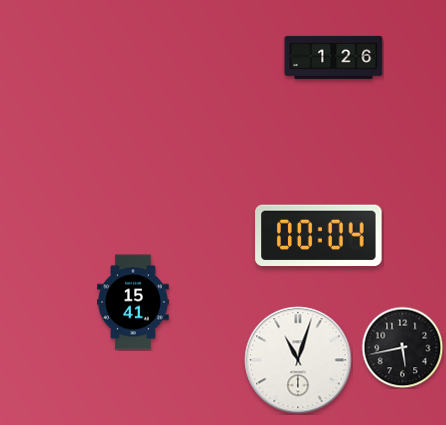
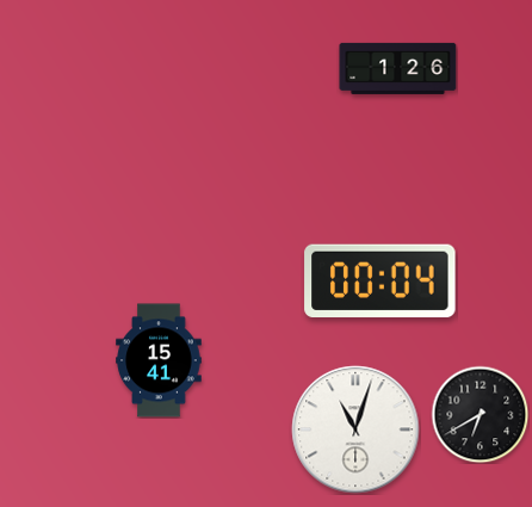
clock at (402, 347): 5:43 -> 6:40
